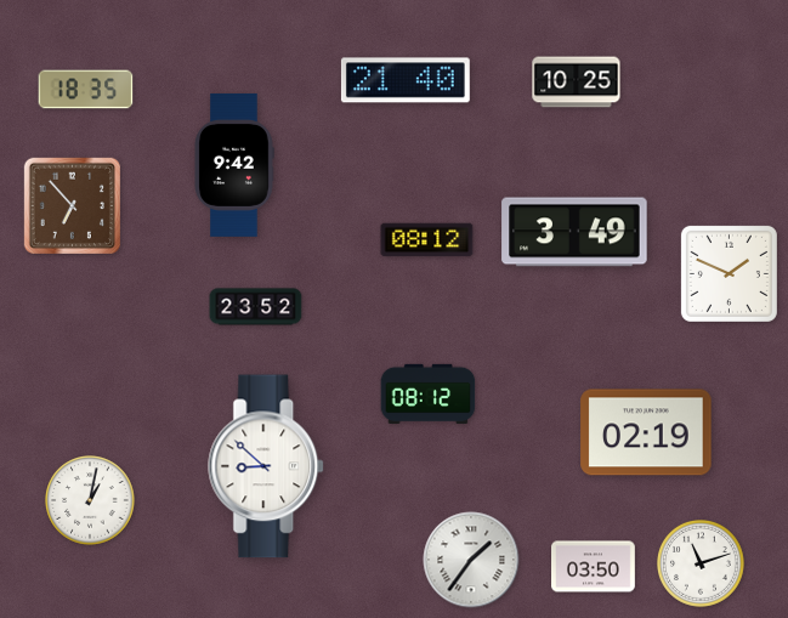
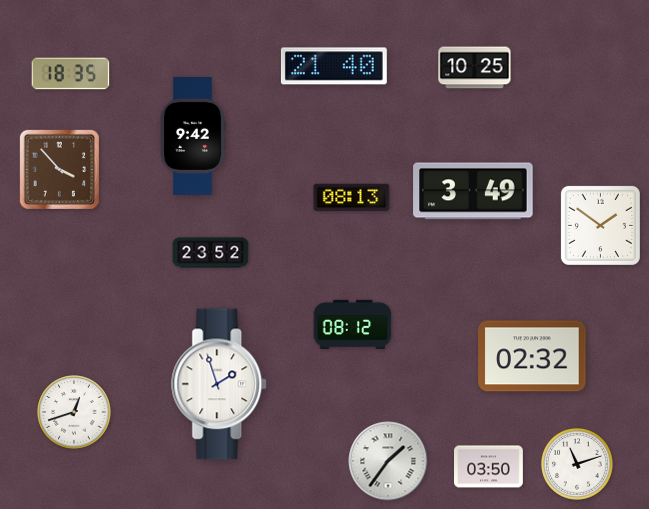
clock at (72, 205): 6:53 -> 3:53
clock at (427, 240): 08:12 -> 08:13
clock at (729, 273): 1:49 -> 1:51
clock at (646, 432): 02:19 -> 02:32
clock at (267, 466): 8:52 -> 1:57
clock at (90, 500): 1:02 -> 12:42
